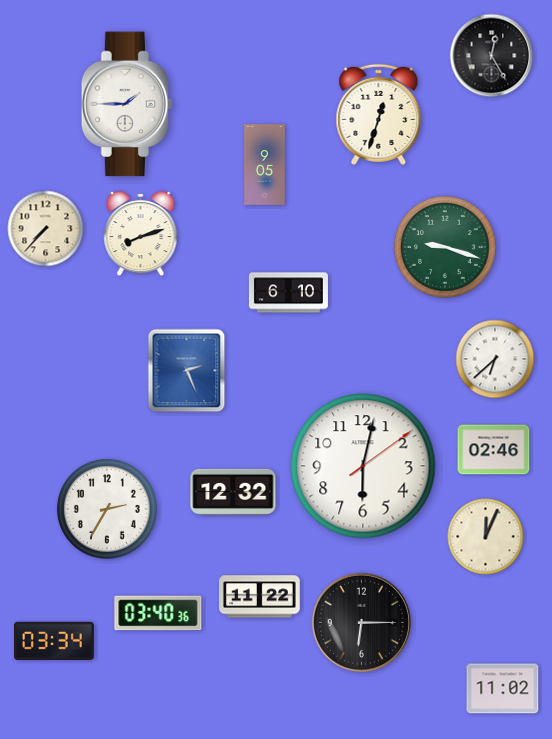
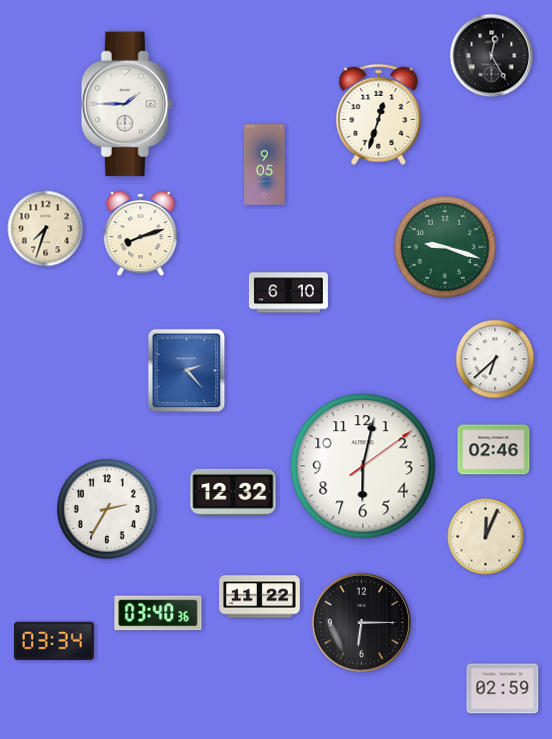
clock at (46, 229): 7:37 -> 7:33
clock at (187, 371): 2:26 -> 2:23
clock at (503, 689): 11:02 -> 02:59
